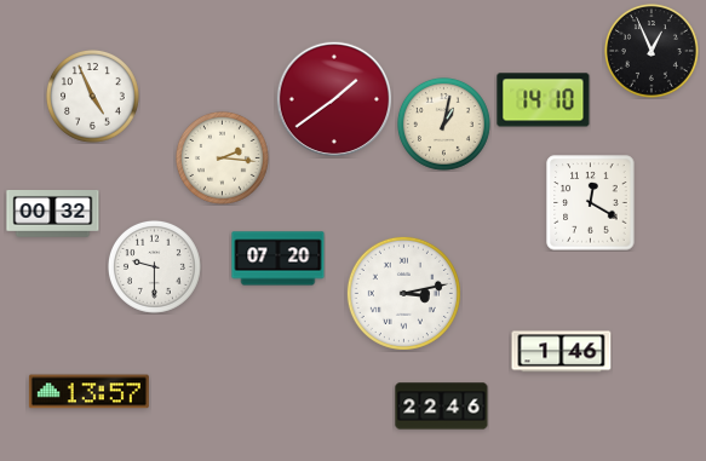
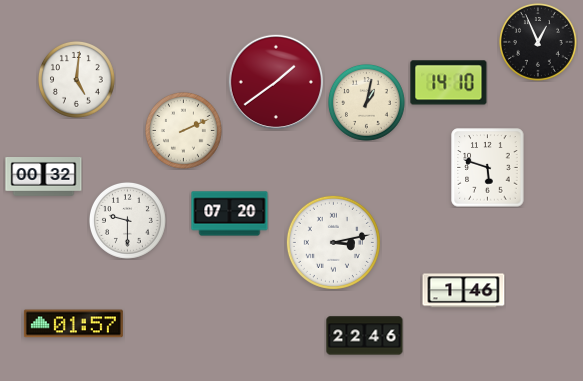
clock at (93, 97): 4:56 -> 5:01
clock at (223, 159): 2:16 -> 2:11
clock at (591, 203): 12:20 -> 5:48
clock at (88, 392): 13:57 -> 01:57
